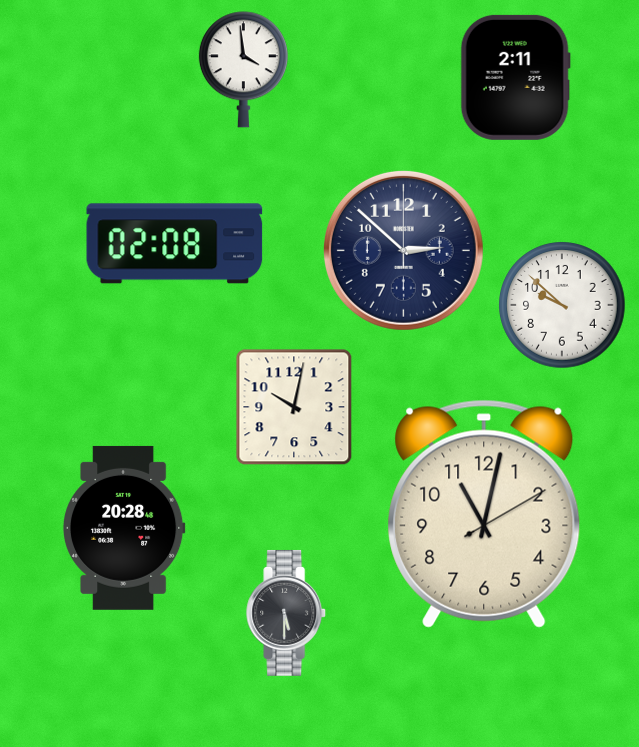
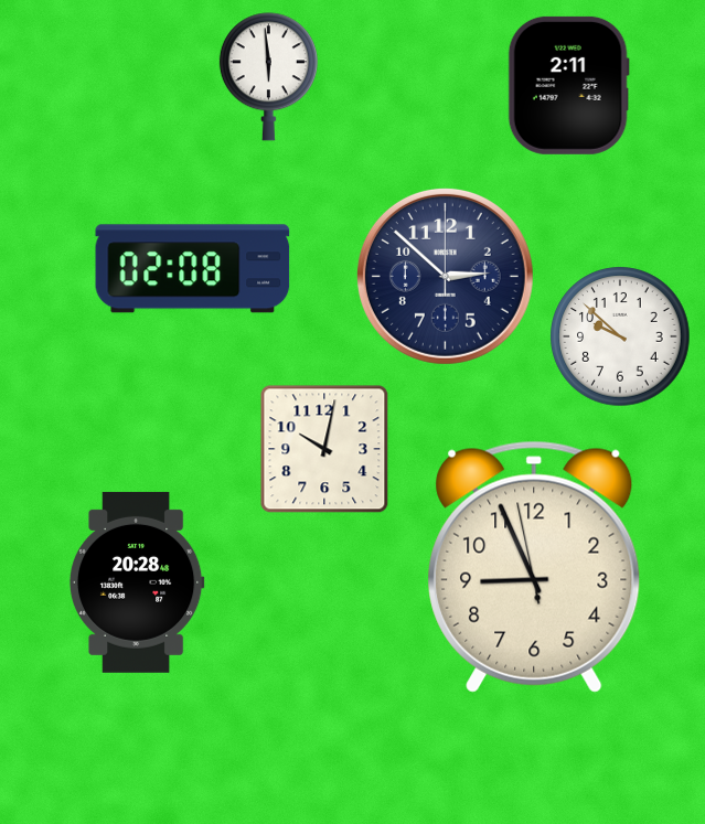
clock at (243, 70): 3:59 -> 5:59
clock at (484, 514): 11:02 -> 8:55
clock at (287, 613): 5:30 -> none
